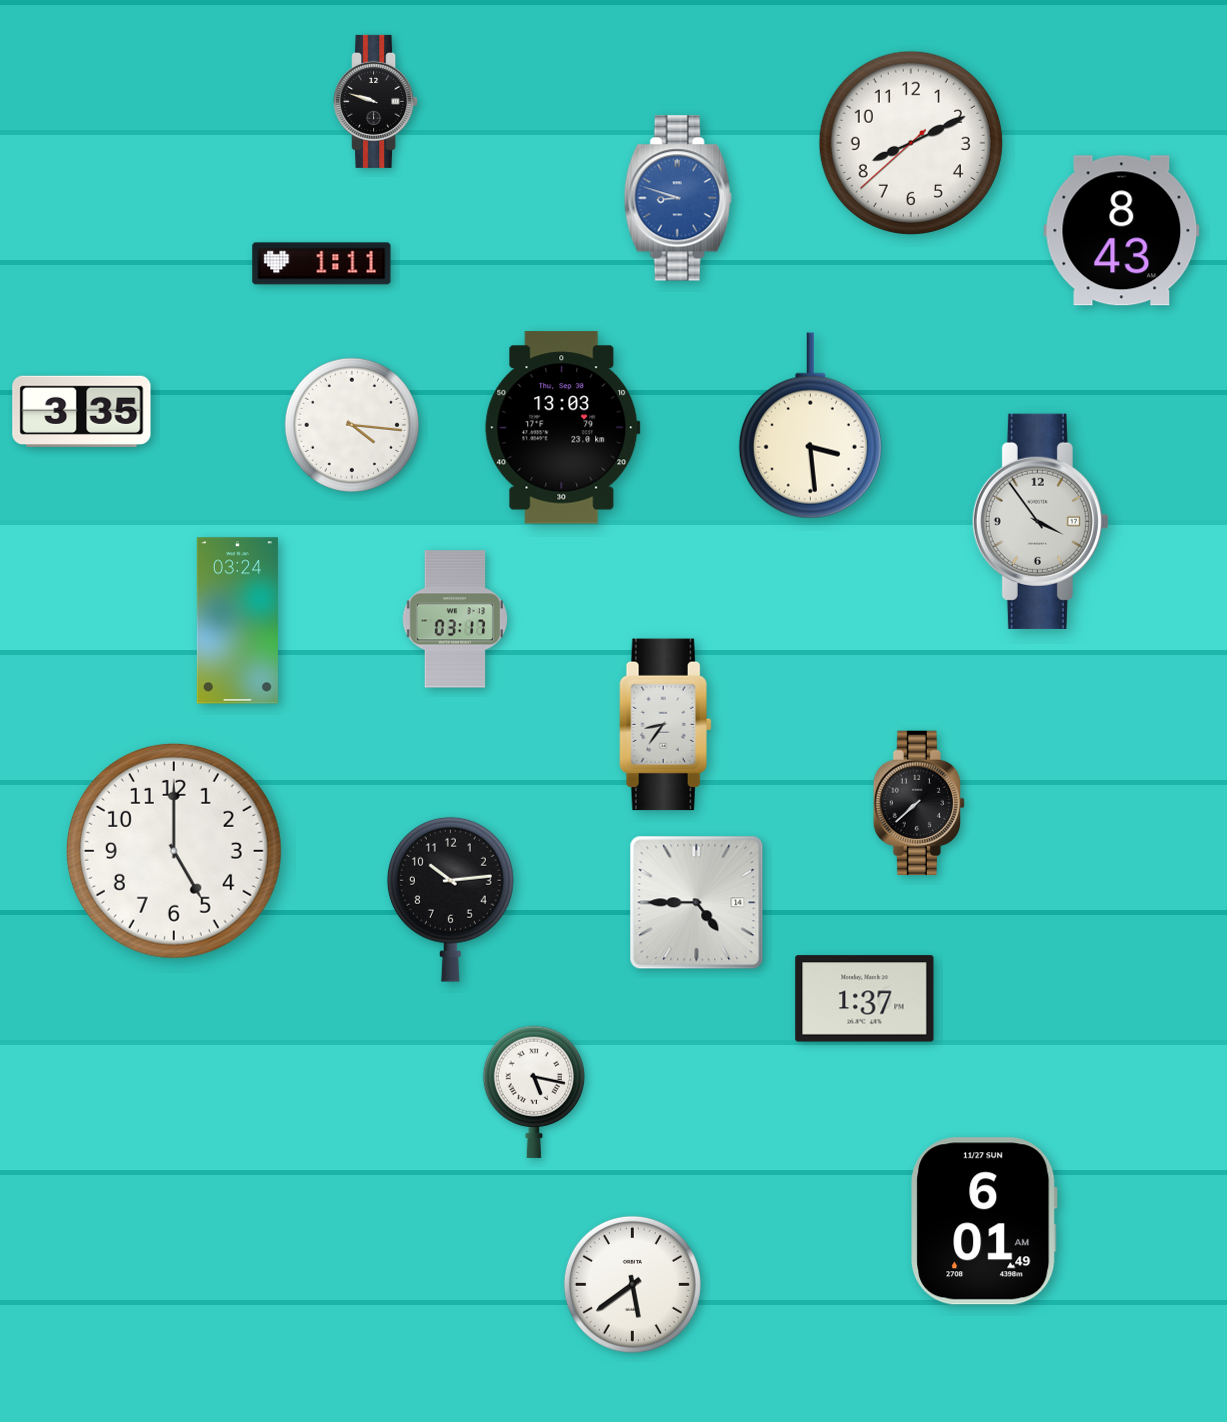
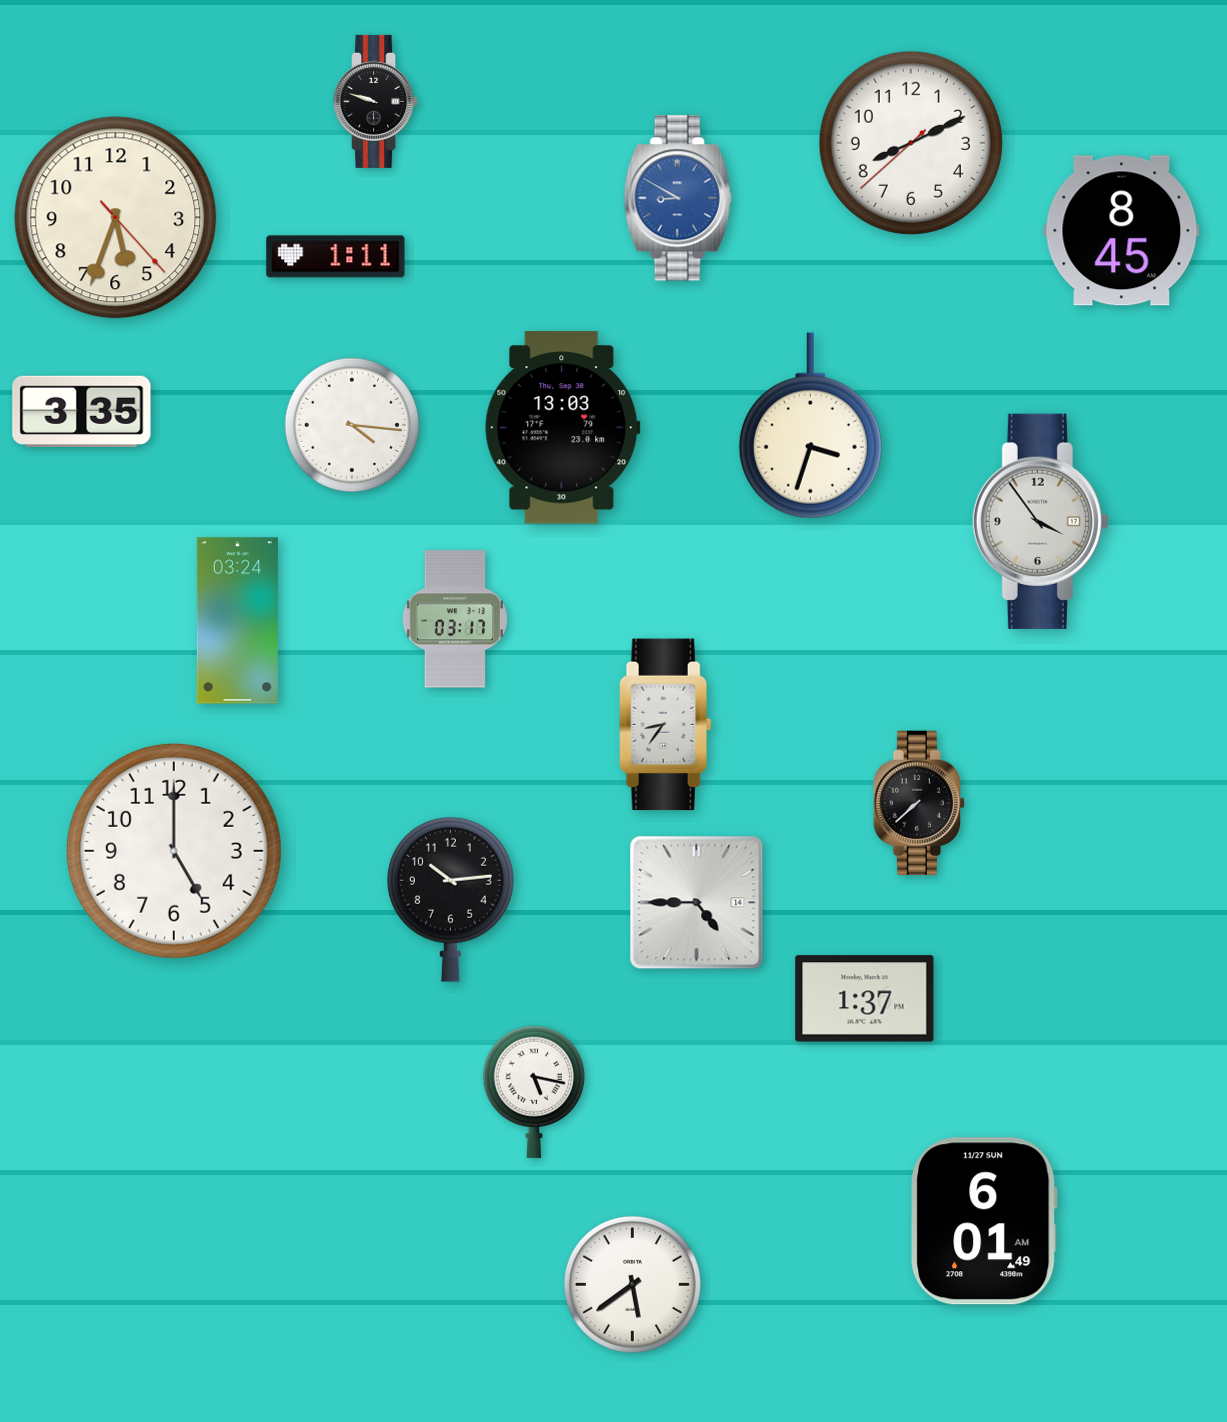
clock at (678, 198): 8:48 -> 8:50
clock at (116, 218): none -> 5:33
clock at (1122, 231): 8:43 -> 8:45
clock at (322, 264) position: (322, 264) -> (336, 257)
clock at (810, 426): 3:29 -> 3:33
